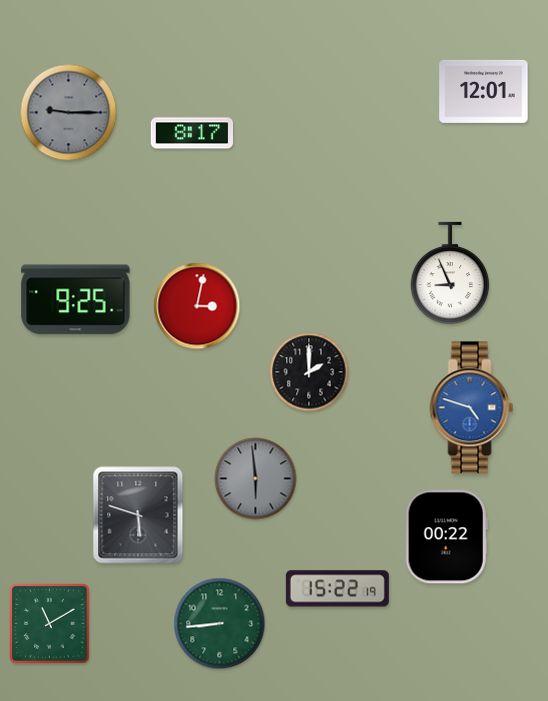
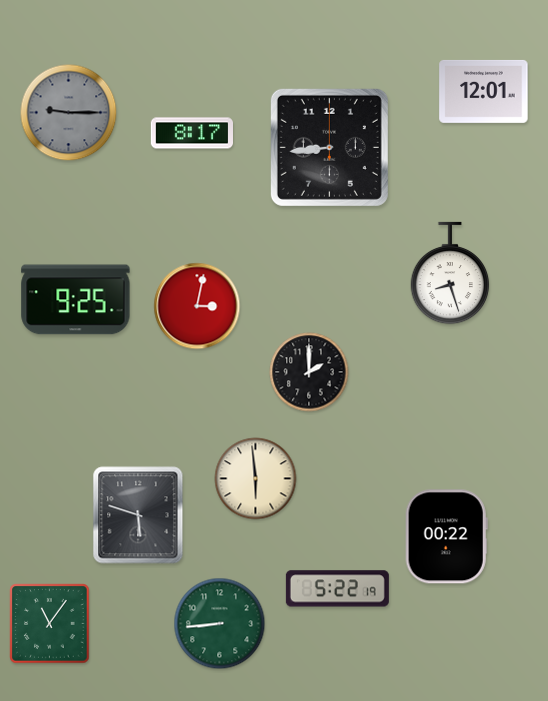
clock at (329, 147): none -> 8:44
clock at (450, 273): 8:56 -> 8:27
clock at (472, 408): 4:48 -> none
clock at (256, 479) dial: grey -> cream
clock at (337, 589): 15:22 -> 5:22
clock at (50, 624): 11:10 -> 11:06
